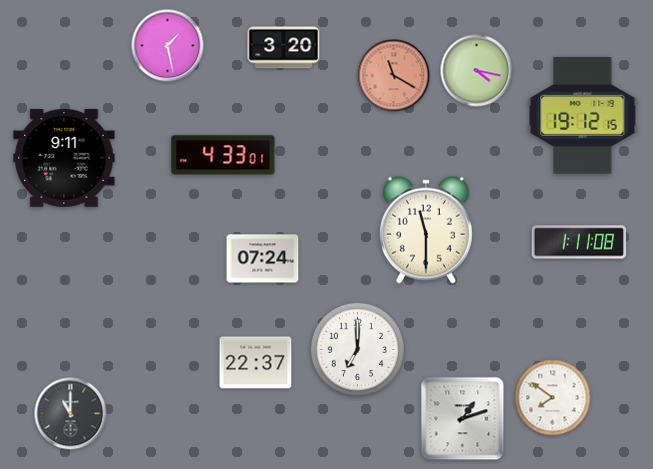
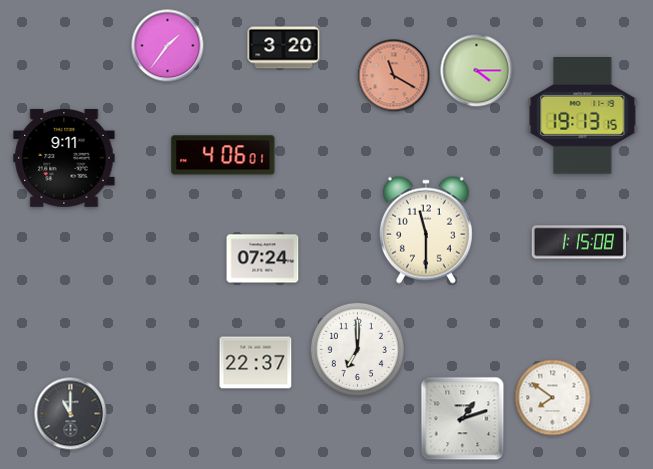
clock at (168, 46): 1:28 -> 1:36
clock at (477, 71): 4:17 -> 4:15
clock at (583, 116): 19:12 -> 19:13
clock at (223, 155): 4:33 -> 4:06
clock at (579, 242): 1:11 -> 1:15
